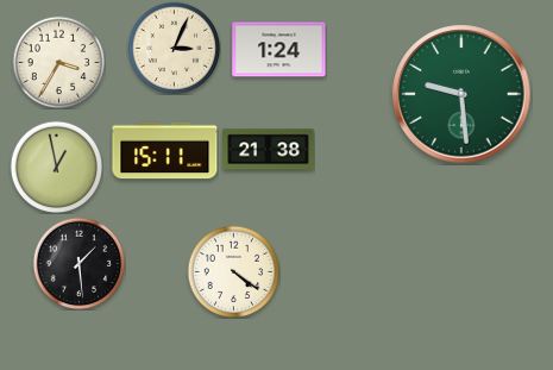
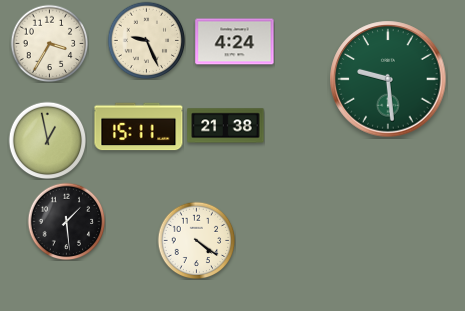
clock at (174, 48): 3:04 -> 9:26
clock at (279, 50): 1:24 -> 4:24
clock at (58, 62) position: (58, 62) -> (49, 43)
clock at (233, 271) position: (233, 271) -> (196, 240)
